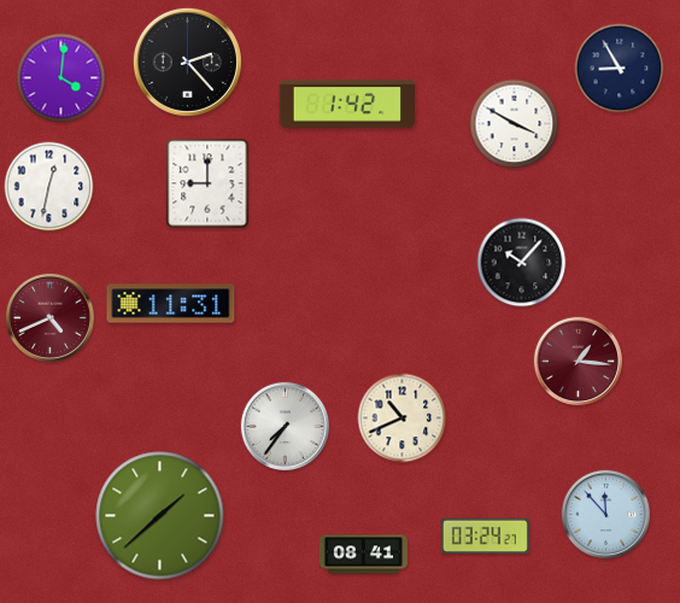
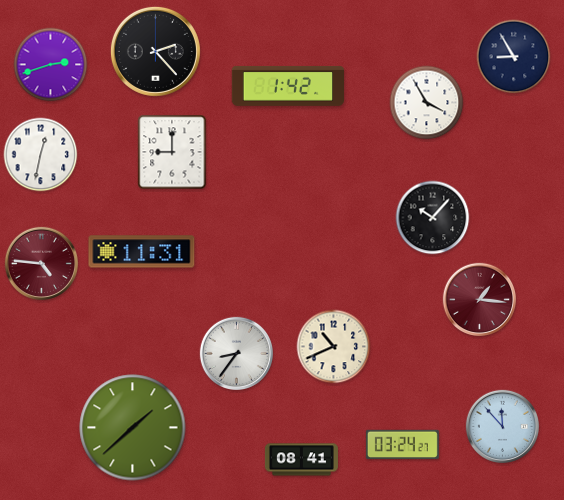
clock at (61, 78): 4:01 -> 2:42
clock at (515, 124): 3:50 -> 3:55
clock at (49, 317): 4:41 -> 4:46
clock at (285, 426): 7:36 -> 8:36
